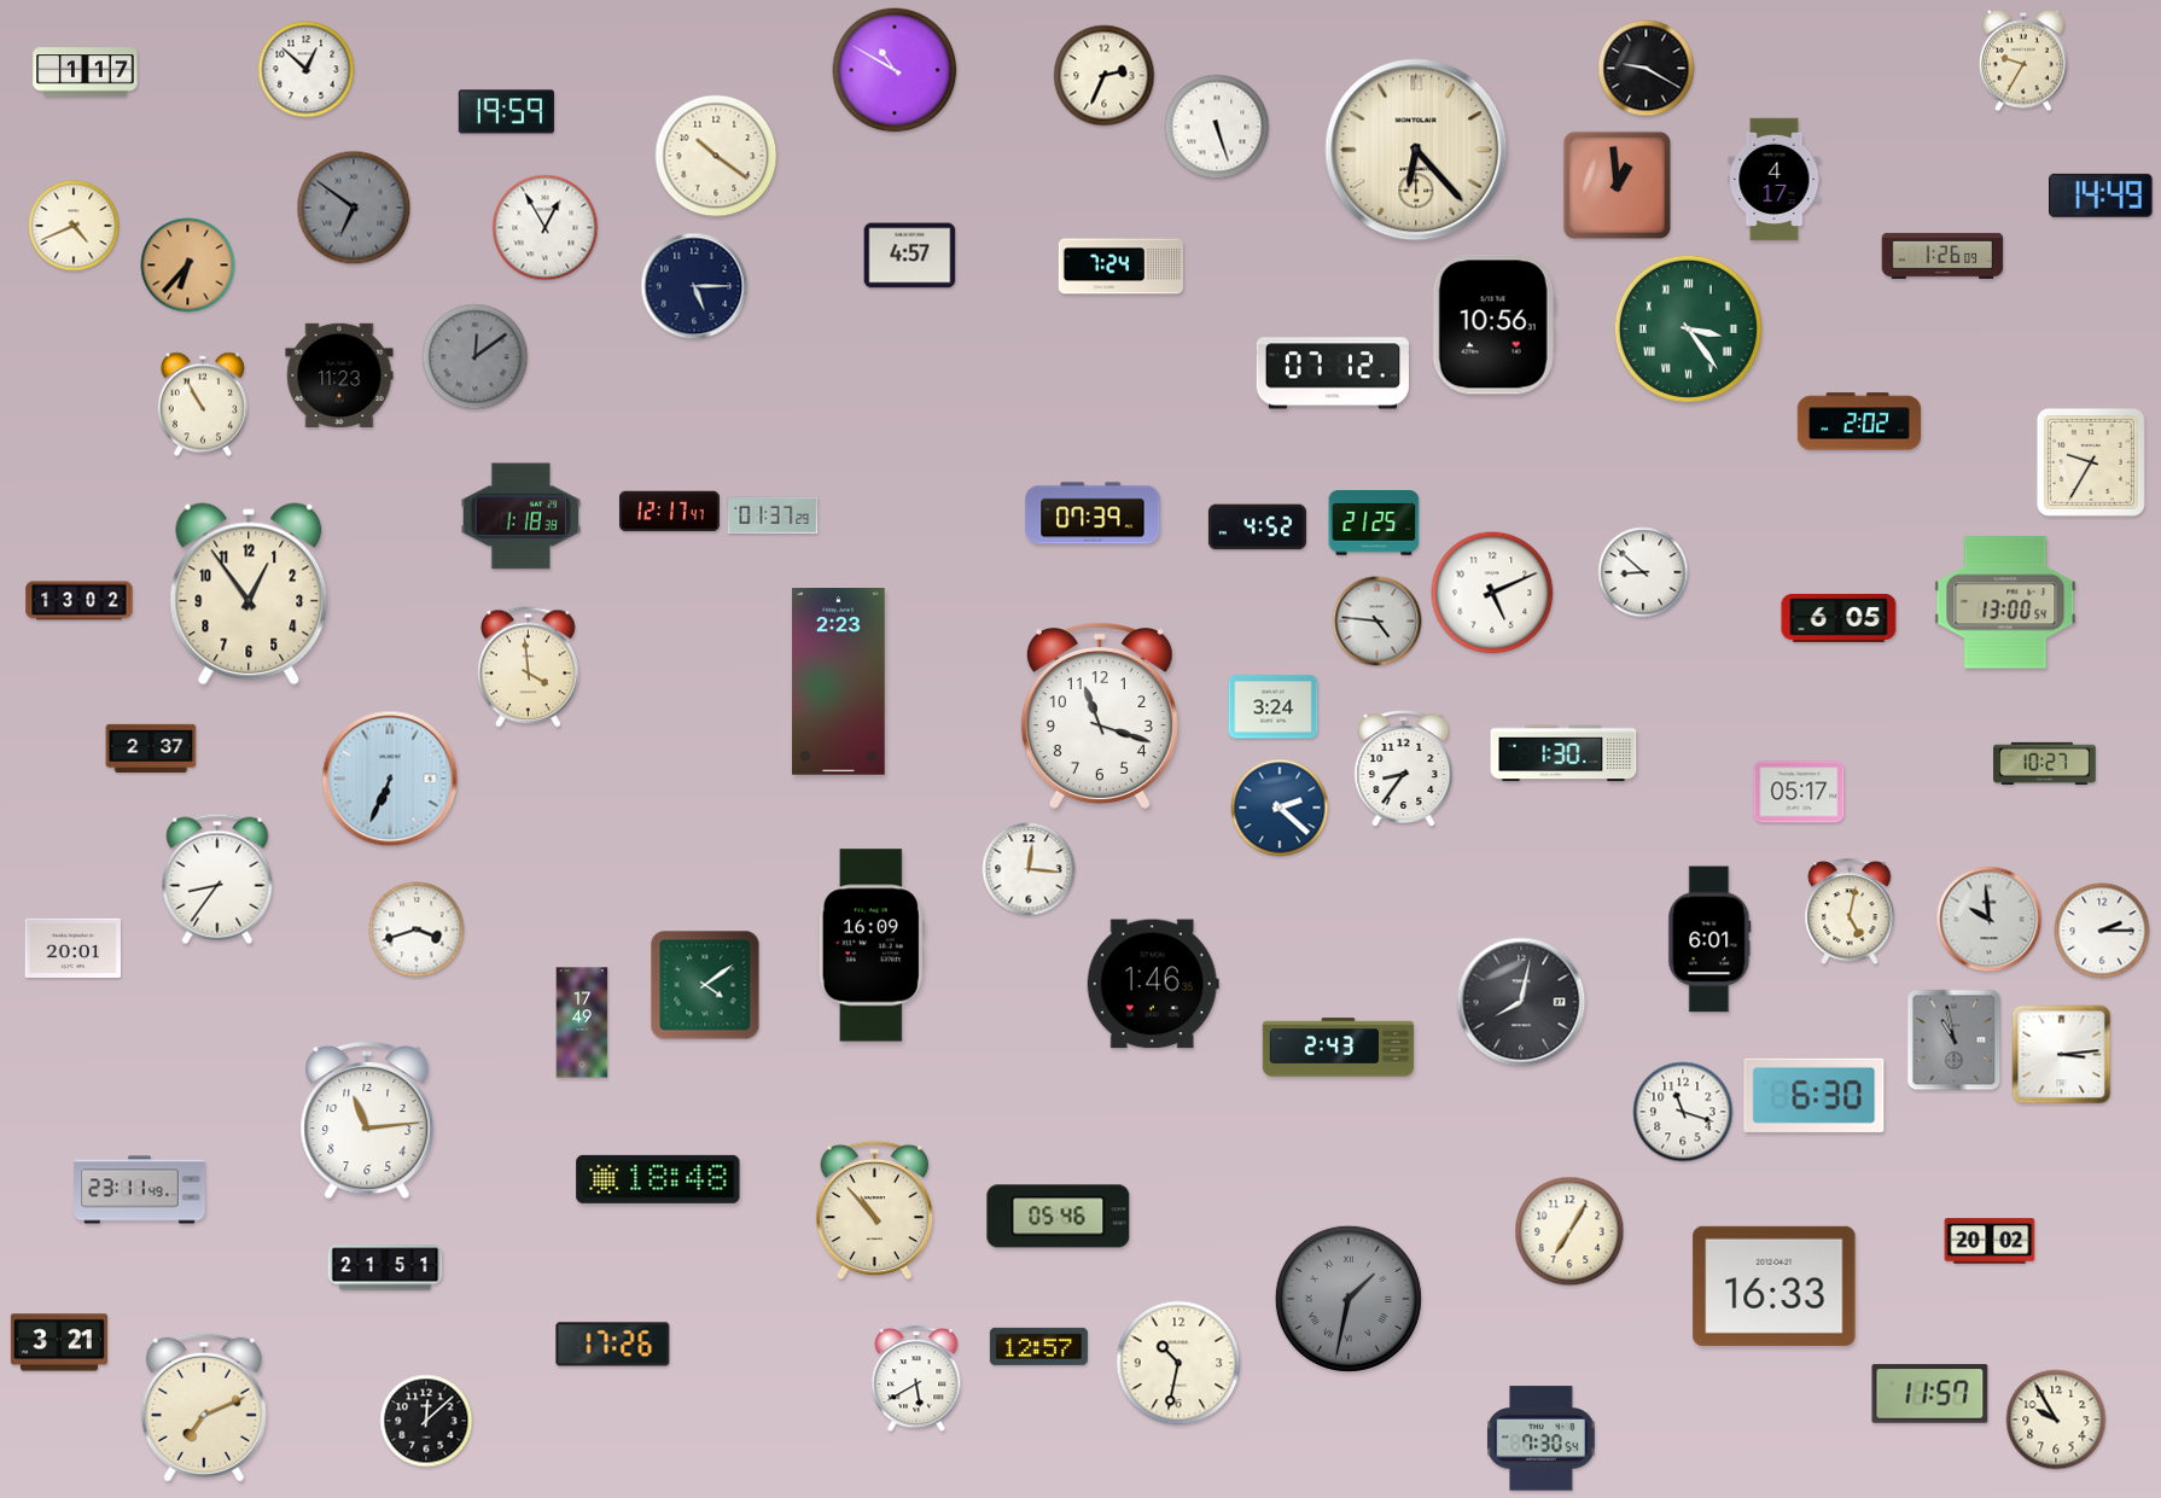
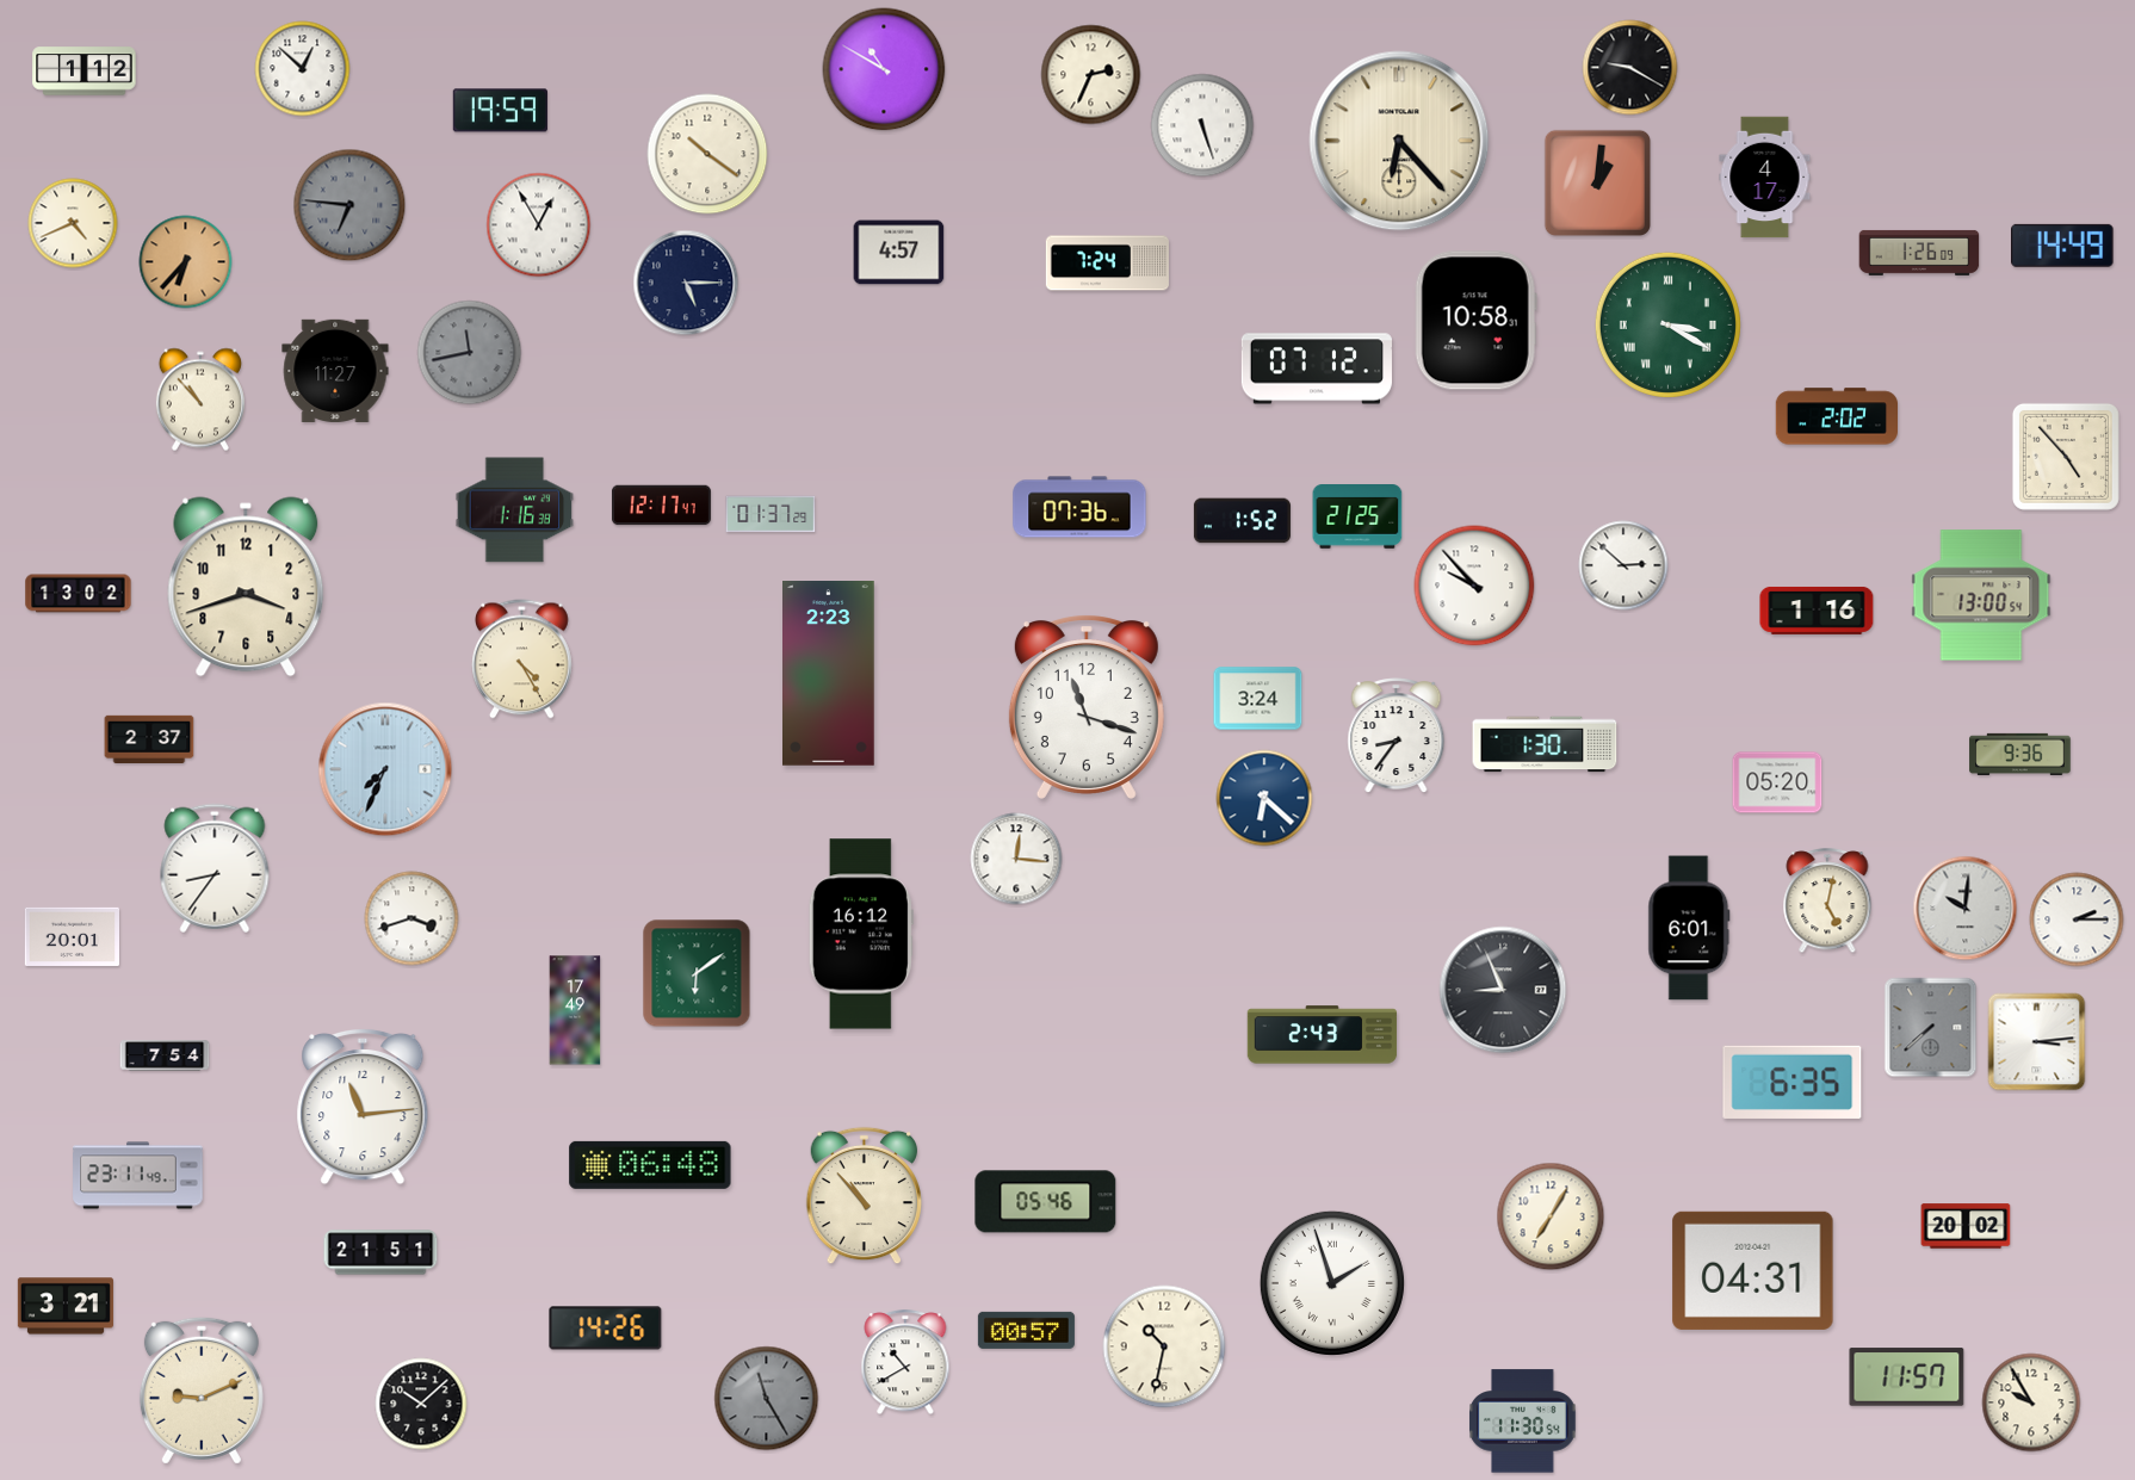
clock at (2023, 60): 9:35 -> none
clock at (1647, 69) position: (1647, 69) -> (1630, 68)
clock at (86, 72): 1:17 -> 1:12
clock at (1416, 150) position: (1416, 150) -> (1399, 141)
clock at (1775, 180) position: (1775, 180) -> (1765, 178)
clock at (1617, 185): 12:59 -> 1:01
clock at (2102, 196) position: (2102, 196) -> (2063, 246)
clock at (354, 208): 6:51 -> 6:46
clock at (1493, 325): 10:56 -> 10:58
clock at (1688, 328): 3:24 -> 3:20
clock at (476, 357): 12:09 -> 11:43
clock at (339, 374): 11:23 -> 11:27
clock at (203, 404): 10:55 -> 10:53
clock at (2091, 462): 9:35 -> 4:53
clock at (1093, 513): 07:39 -> 07:36
clock at (773, 515) position: (773, 515) -> (771, 514)
clock at (522, 517): 1:18 -> 1:16
clock at (1257, 527): 4:52 -> 1:52
clock at (1643, 572): 8:52 -> 2:52
clock at (1492, 593): 5:11 -> 9:53
clock at (249, 594): 12:54 -> 3:42
clock at (1839, 618): 6:05 -> 1:16
clock at (1377, 622): 4:46 -> none
clock at (529, 668): 3:59 -> 4:25
clock at (2045, 763): 10:27 -> 9:36
clock at (1404, 769) position: (1404, 769) -> (1397, 736)
clock at (390, 779): 6:34 -> 7:34
clock at (1799, 792): 05:17 -> 05:20
clock at (1280, 808): 2:22 -> 6:22
clock at (1990, 920): 9:59 -> 10:01
clock at (872, 945): 16:09 -> 16:12
clock at (1153, 984): 1:46 -> none
clock at (705, 985): 4:09 -> 6:09
clock at (1521, 1002): 8:02 -> 8:56
clock at (1955, 1041): 10:58 -> 7:38
clock at (165, 1055): none -> 7:54
clock at (1815, 1095): 6:30 -> 6:35
clock at (1683, 1112): 11:18 -> none
clock at (658, 1179): 18:48 -> 06:48
clock at (1775, 1286): 16:33 -> 04:31
clock at (1349, 1299): 1:32 -> 1:57
clock at (1349, 1299) dial: grey -> white
clock at (59, 1342) position: (59, 1342) -> (66, 1306)
clock at (613, 1345): 17:26 -> 14:26
clock at (1038, 1346): 12:57 -> 00:57
clock at (916, 1380): 5:40 -> 10:40
clock at (204, 1407): 7:11 -> 9:11
clock at (767, 1399): none -> 11:25
clock at (426, 1421): 12:08 -> 10:08
clock at (1542, 1439): 7:30 -> 11:30
